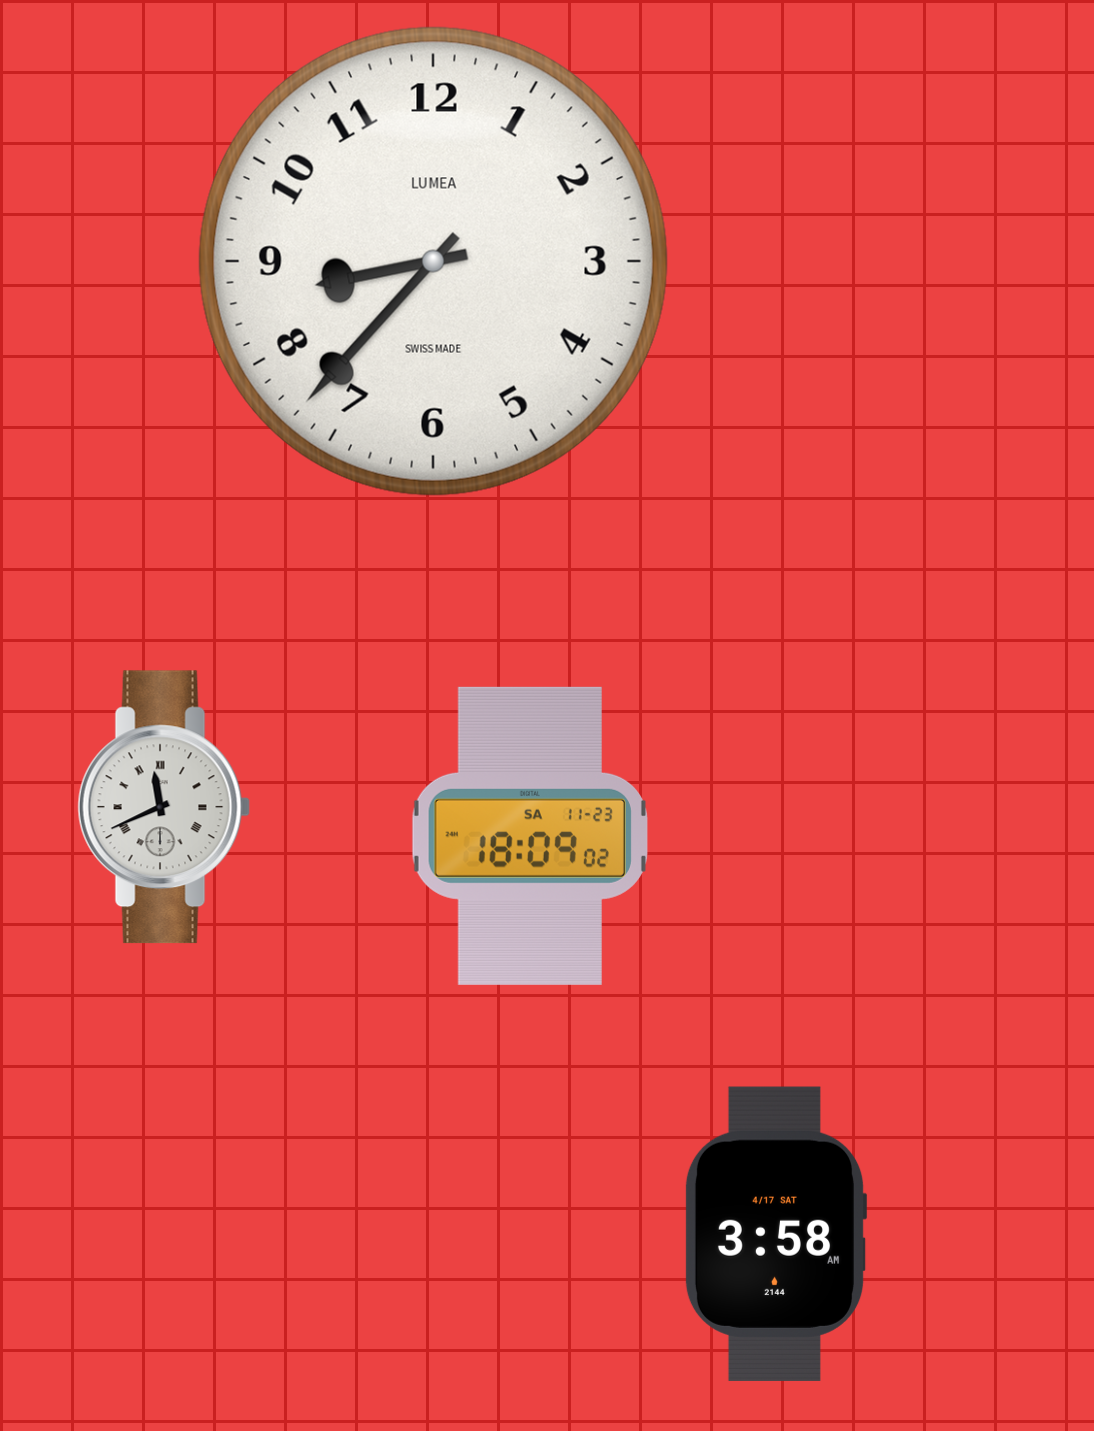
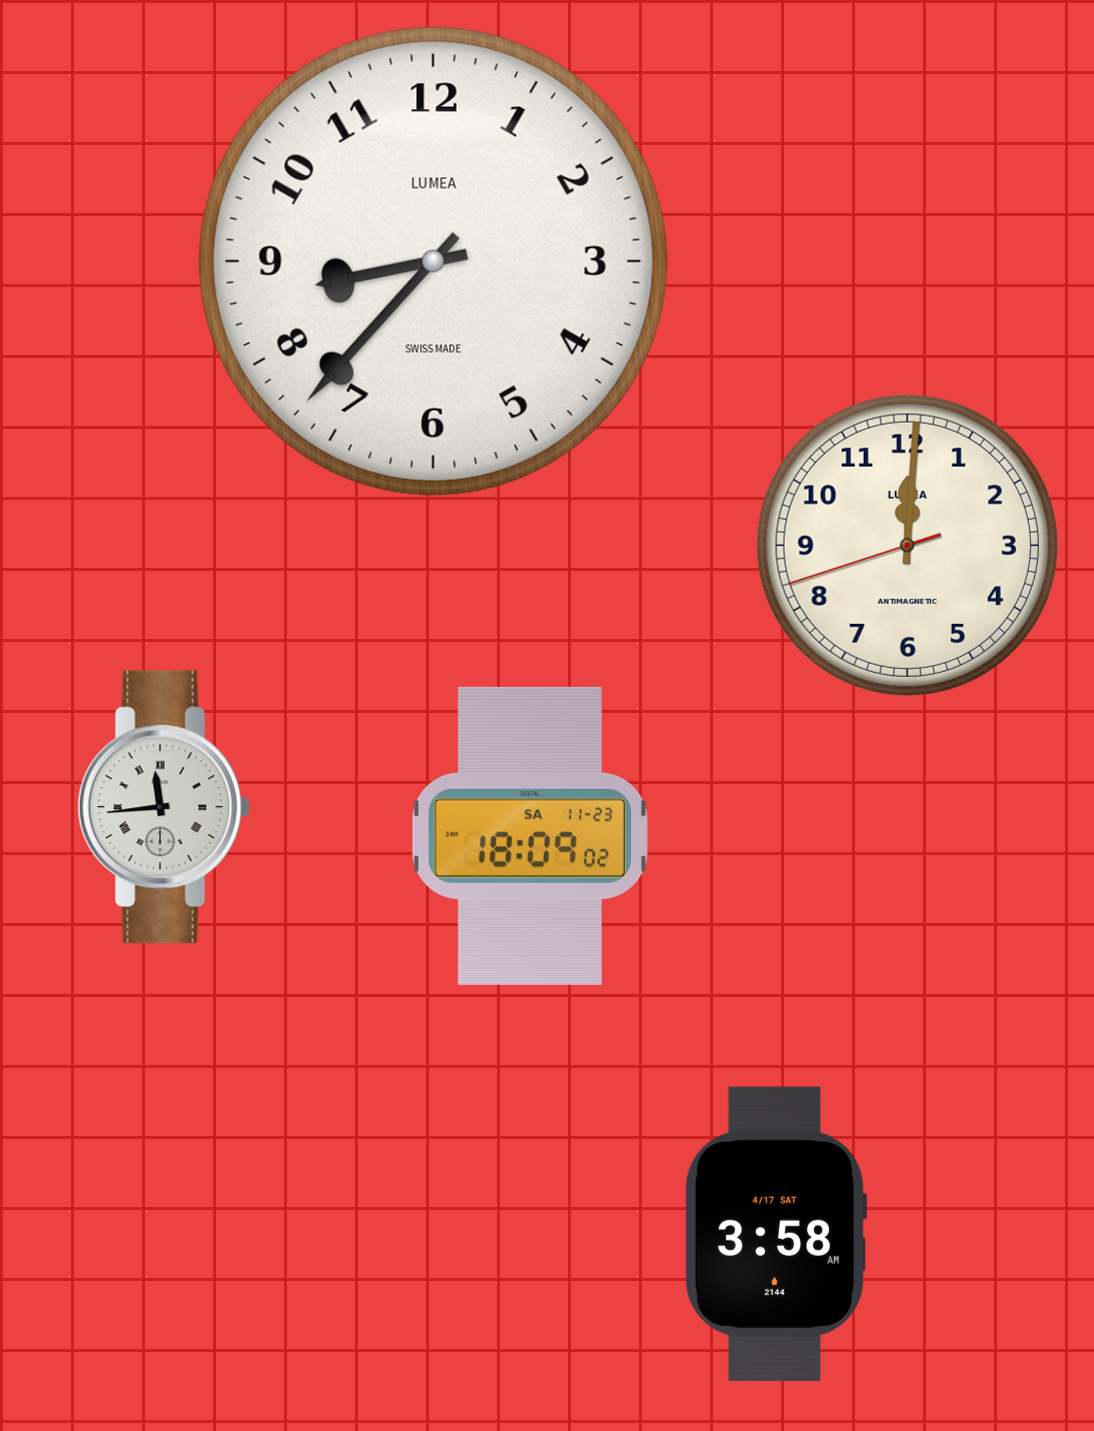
clock at (907, 545): none -> 12:00
clock at (164, 807): 11:41 -> 11:44
